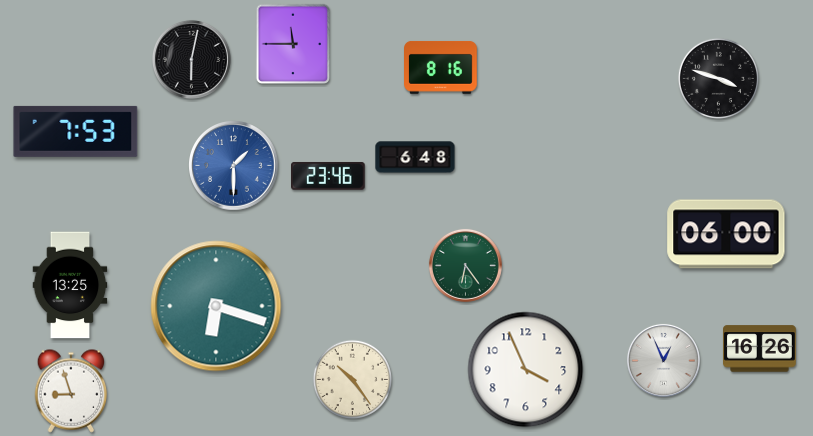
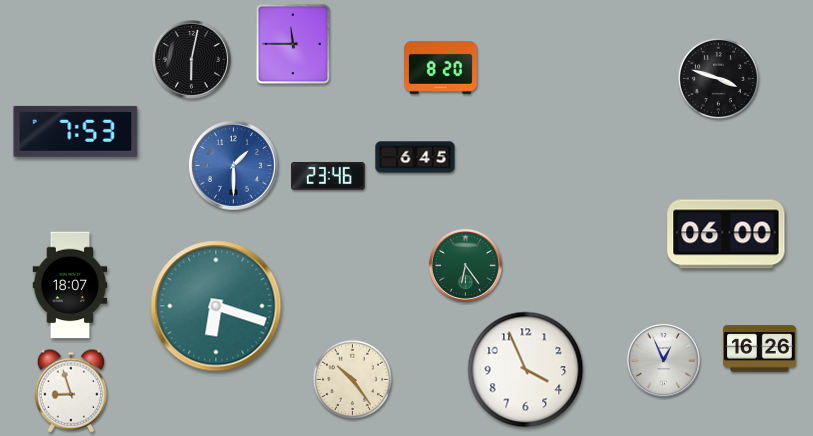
clock at (441, 67): 8:16 -> 8:20
clock at (415, 157): 6:48 -> 6:45
clock at (70, 285): 13:25 -> 18:07
